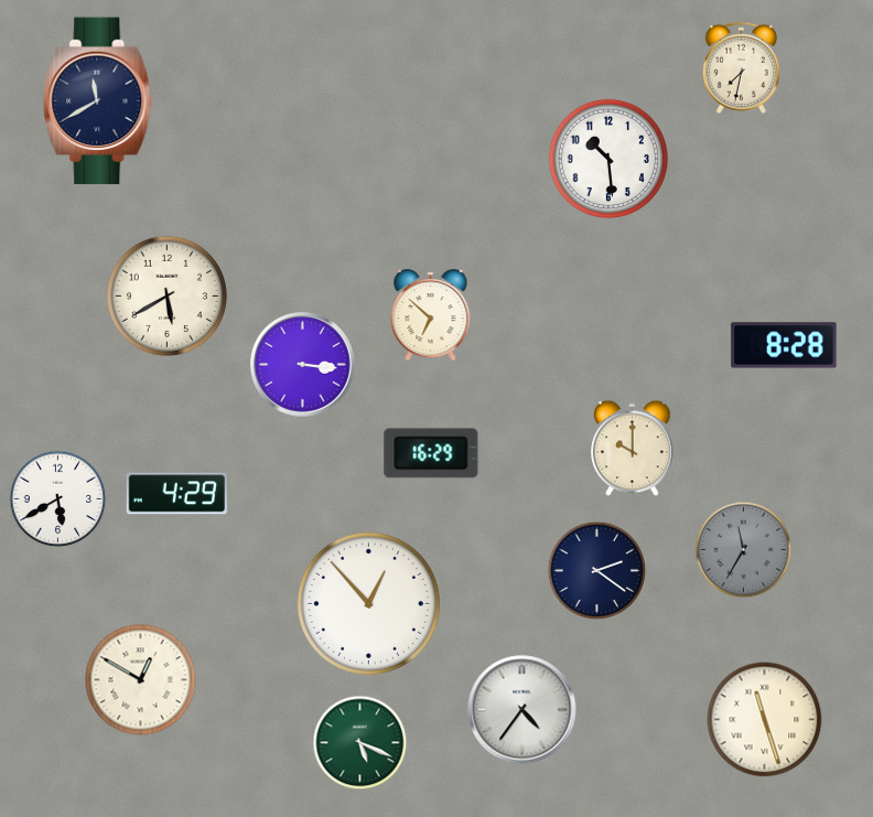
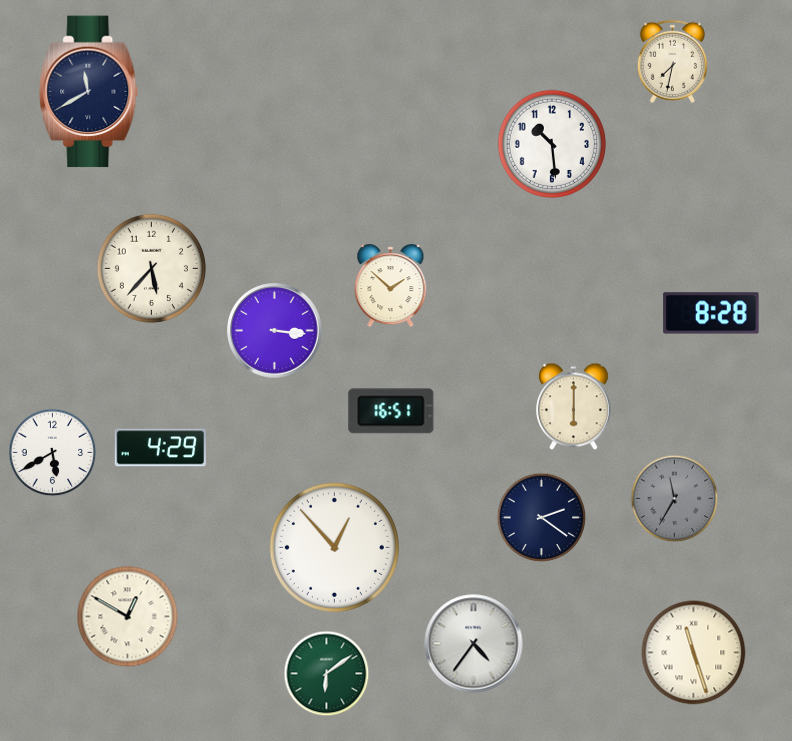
clock at (166, 295): 5:40 -> 5:37
clock at (431, 315): 6:52 -> 1:52
clock at (633, 449): 10:00 -> 6:00
clock at (431, 453): 16:29 -> 16:51
clock at (360, 743): 5:19 -> 6:09
